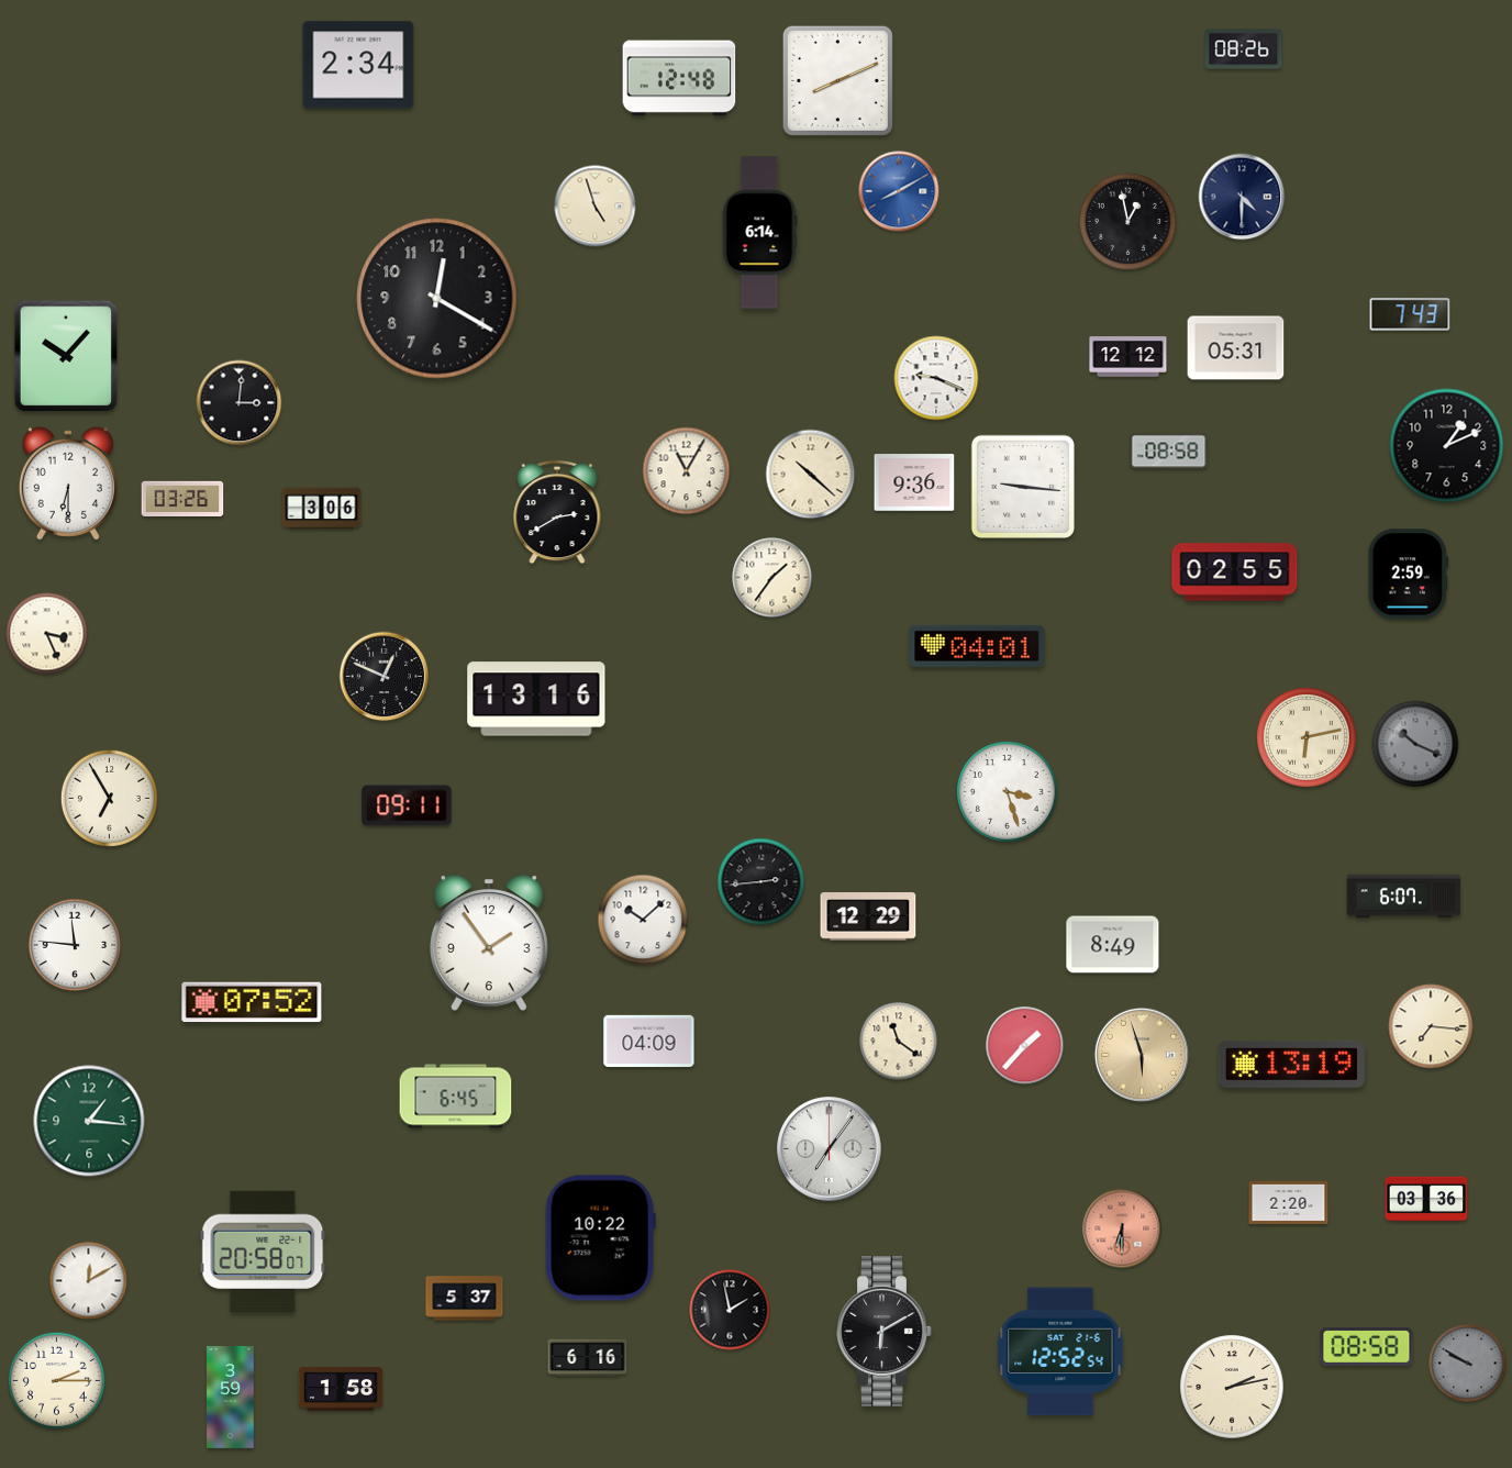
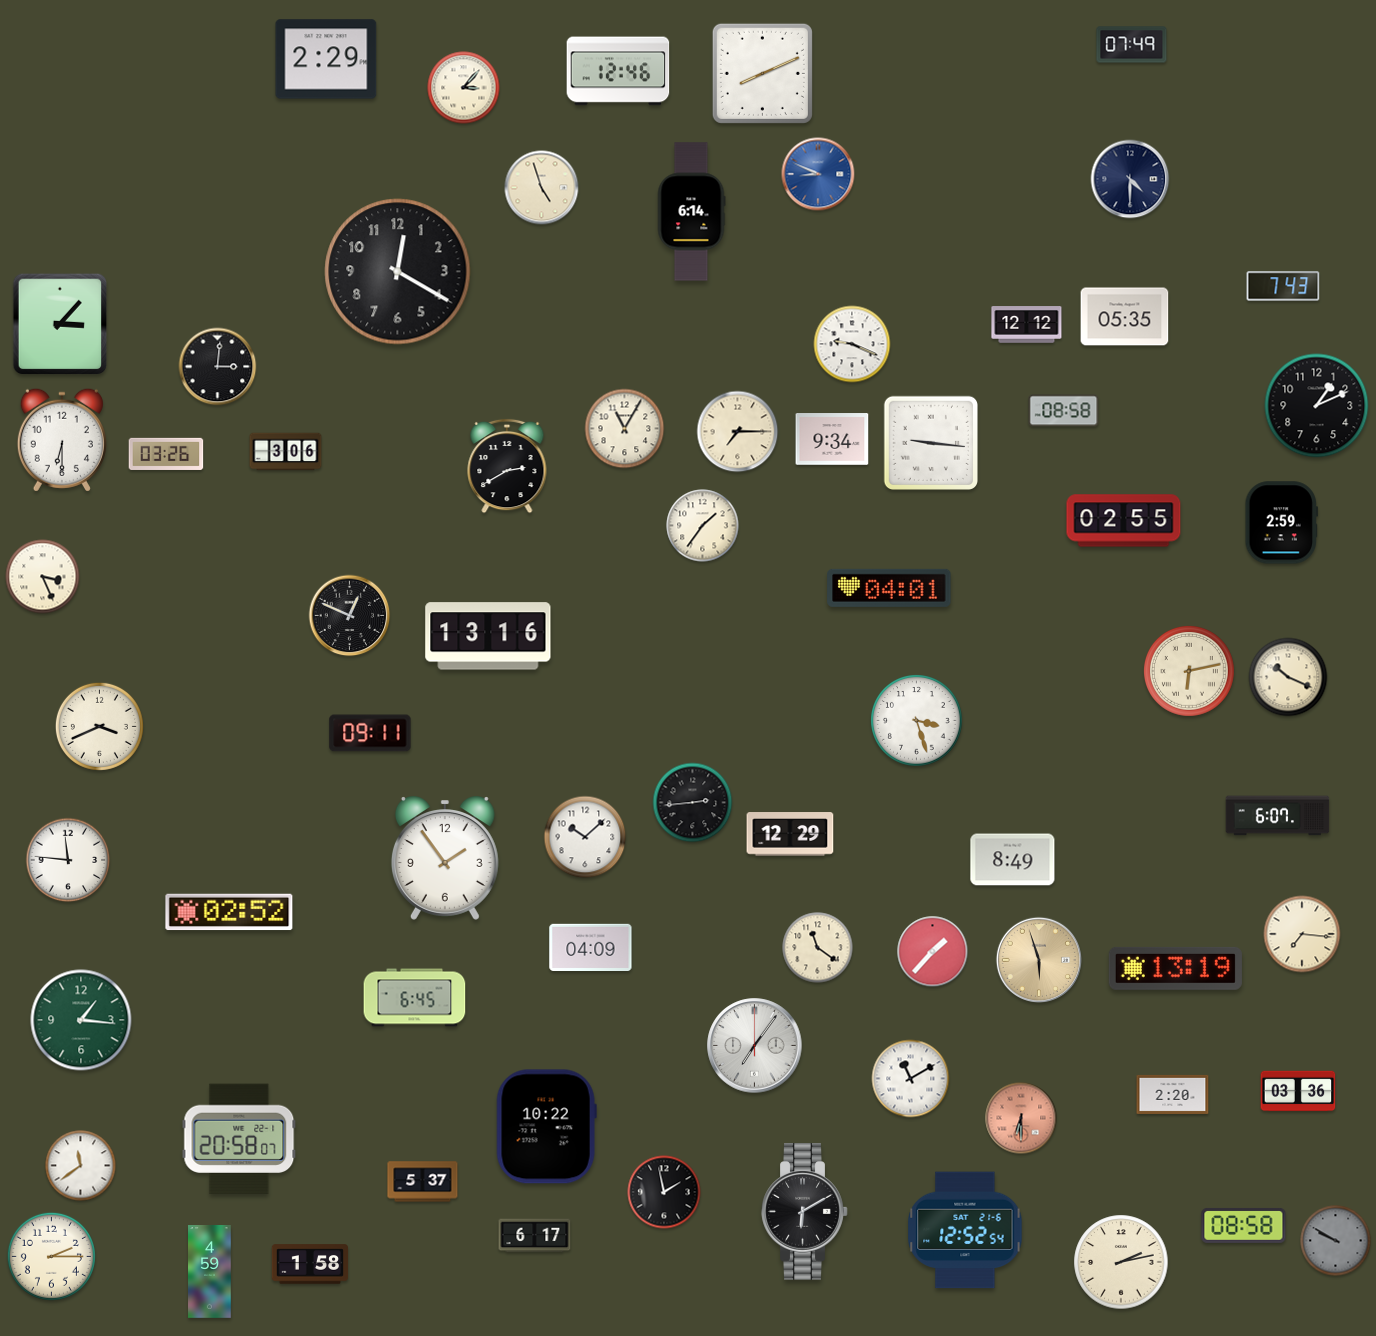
clock at (1244, 49): 08:26 -> 07:49
clock at (358, 65): 2:34 -> 2:29
clock at (679, 78): 12:48 -> 12:46
clock at (464, 88): none -> 3:07
clock at (899, 191): 8:10 -> 8:49
clock at (1127, 221): 12:58 -> none
clock at (1236, 348): 05:31 -> 05:35
clock at (66, 356): 10:07 -> 3:07
clock at (811, 475): 10:22 -> 7:15
clock at (914, 482): 9:36 -> 9:34
clock at (322, 509) position: (322, 509) -> (286, 452)
clock at (1415, 744) dial: grey -> cream
clock at (109, 798): 6:55 -> 3:41
clock at (252, 1002): 07:52 -> 02:52
clock at (911, 1079): none -> 11:10
clock at (89, 1281): 12:10 -> 11:39
clock at (588, 1358): 6:16 -> 6:17
clock at (231, 1398): 3:59 -> 4:59
